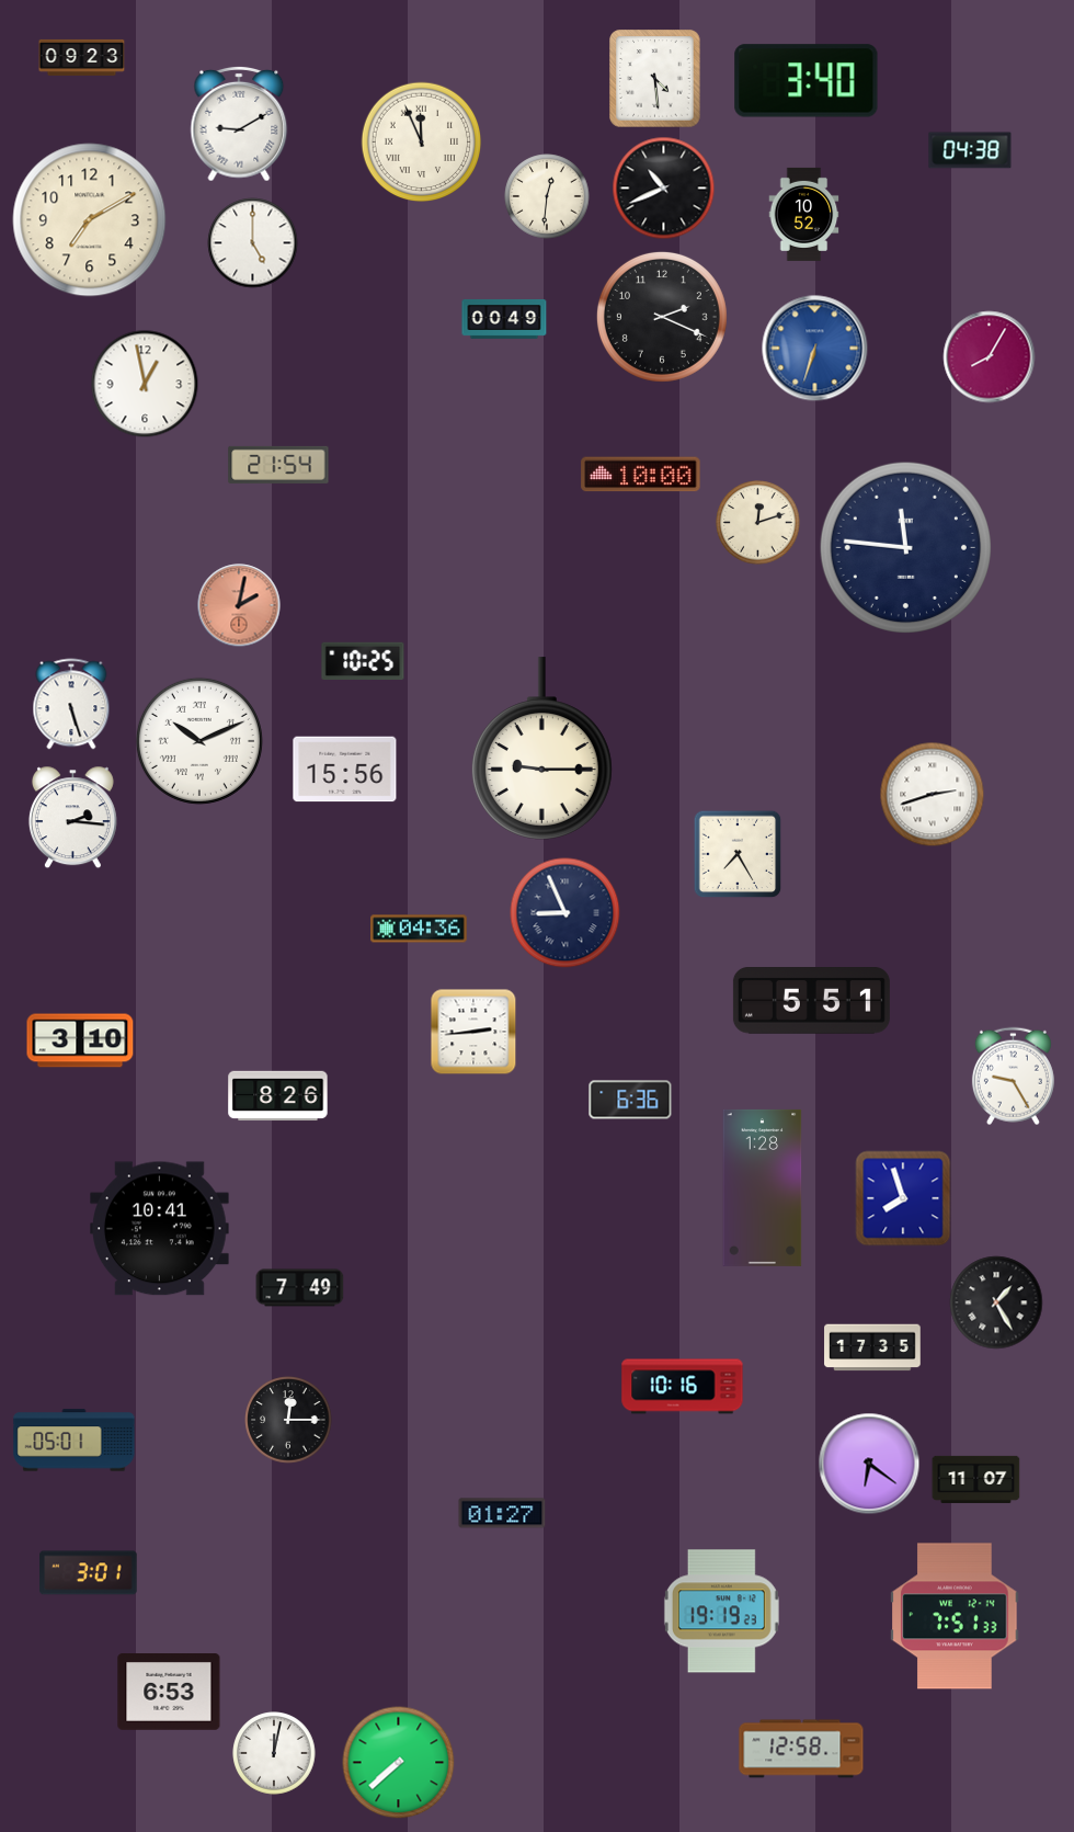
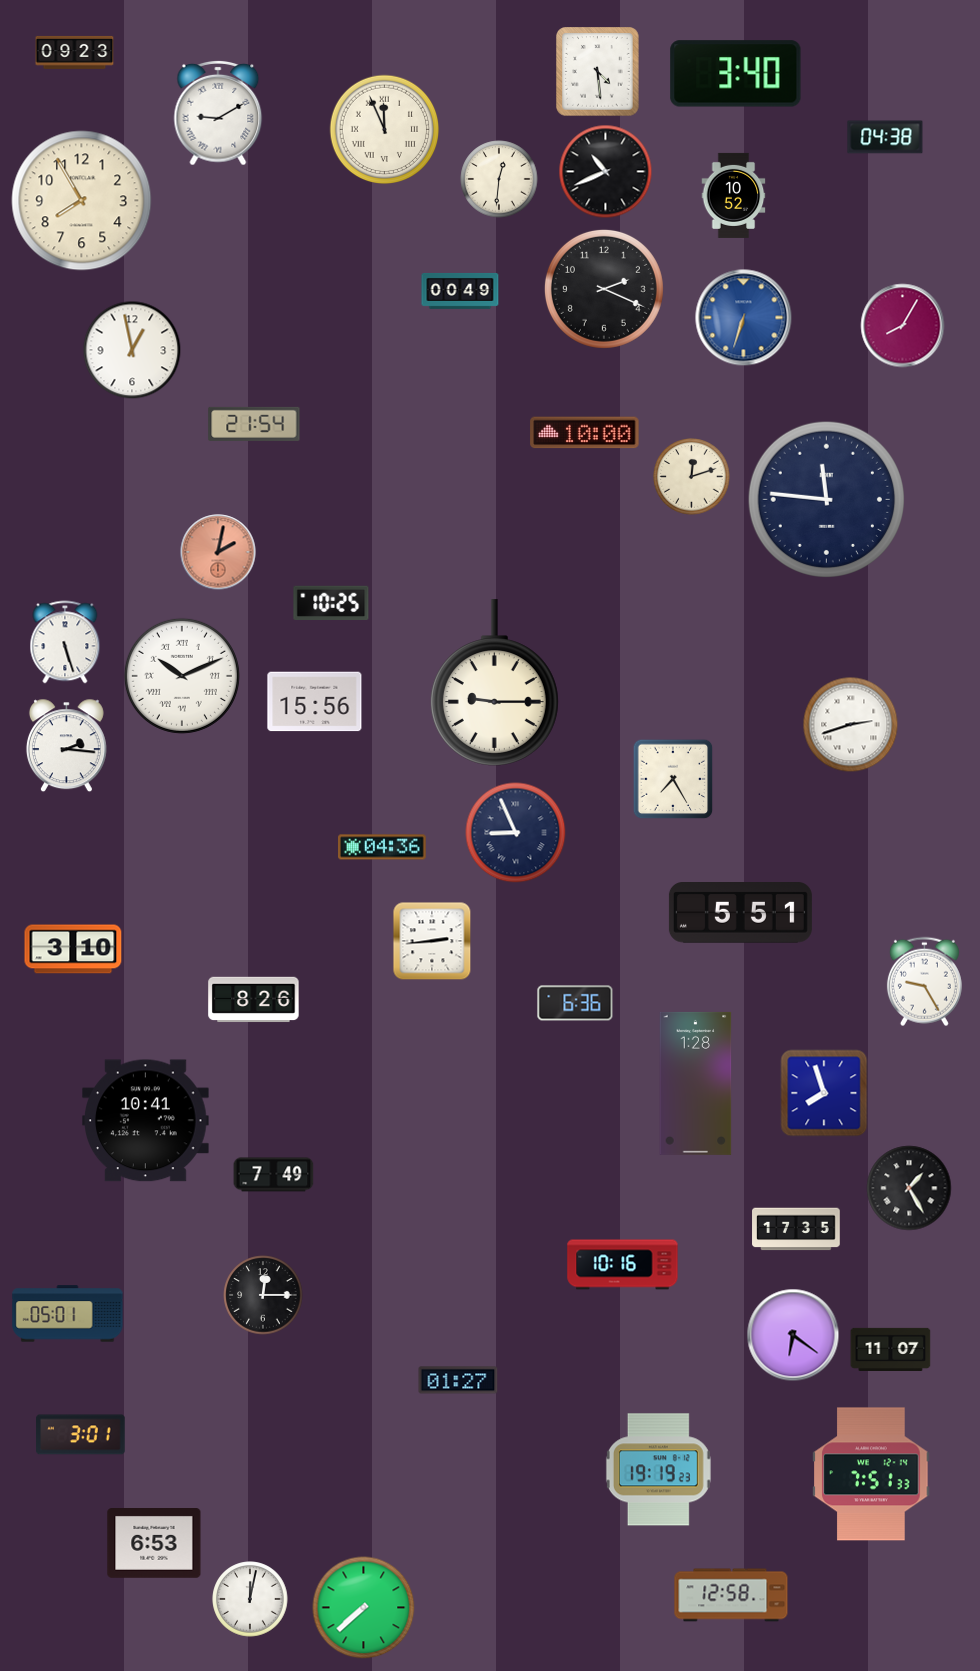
clock at (90, 220): 7:10 -> 7:55
clock at (253, 243): 5:00 -> none
